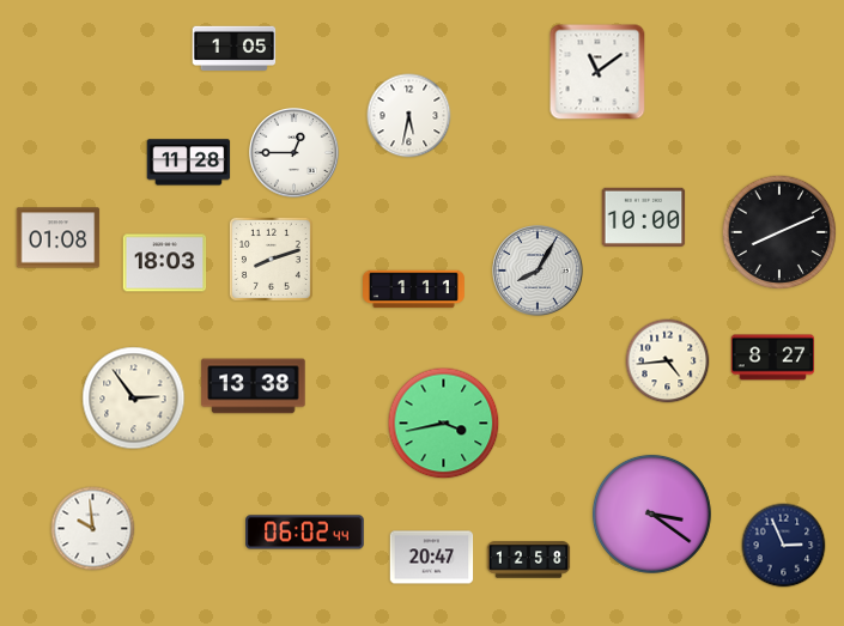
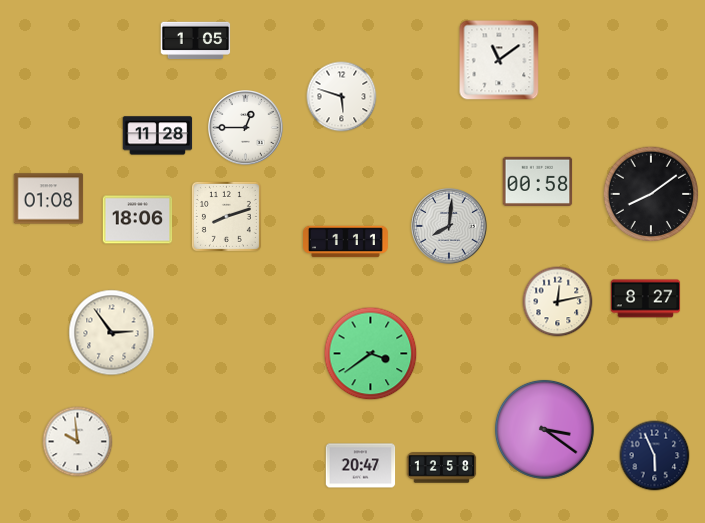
clock at (409, 116): 5:32 -> 5:48
clock at (644, 217): 10:00 -> 00:58
clock at (779, 232): 8:11 -> 8:09
clock at (165, 263): 18:03 -> 18:06
clock at (538, 271): 8:05 -> 8:01
clock at (668, 361): 4:44 -> 12:13
clock at (254, 387): 13:38 -> none
clock at (444, 424): 3:43 -> 3:39
clock at (305, 533): 06:02 -> none
clock at (784, 546): 2:56 -> 5:56
